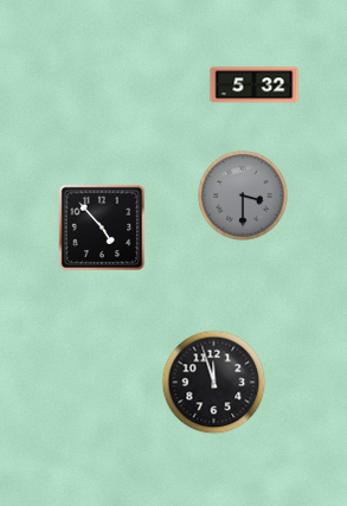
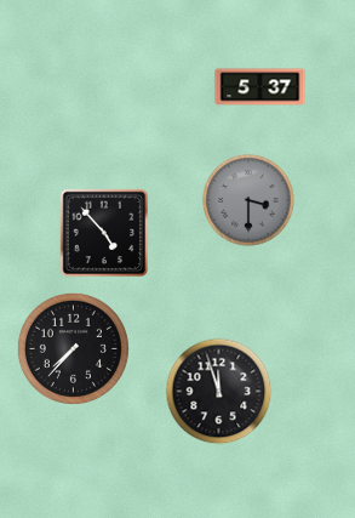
clock at (255, 85): 5:32 -> 5:37
clock at (73, 348): none -> 7:37
